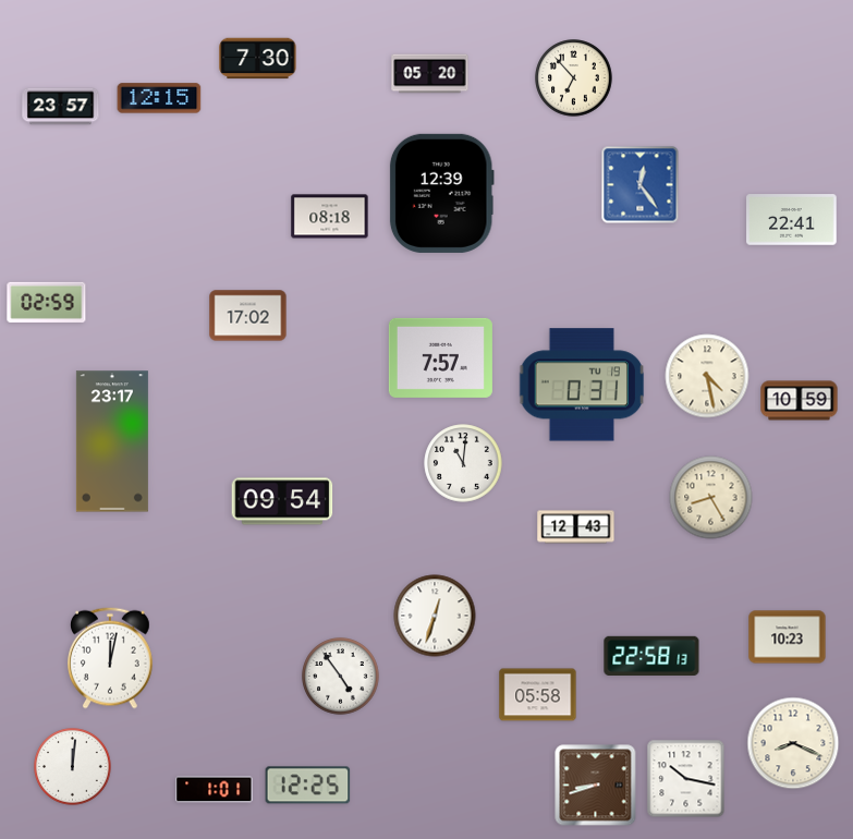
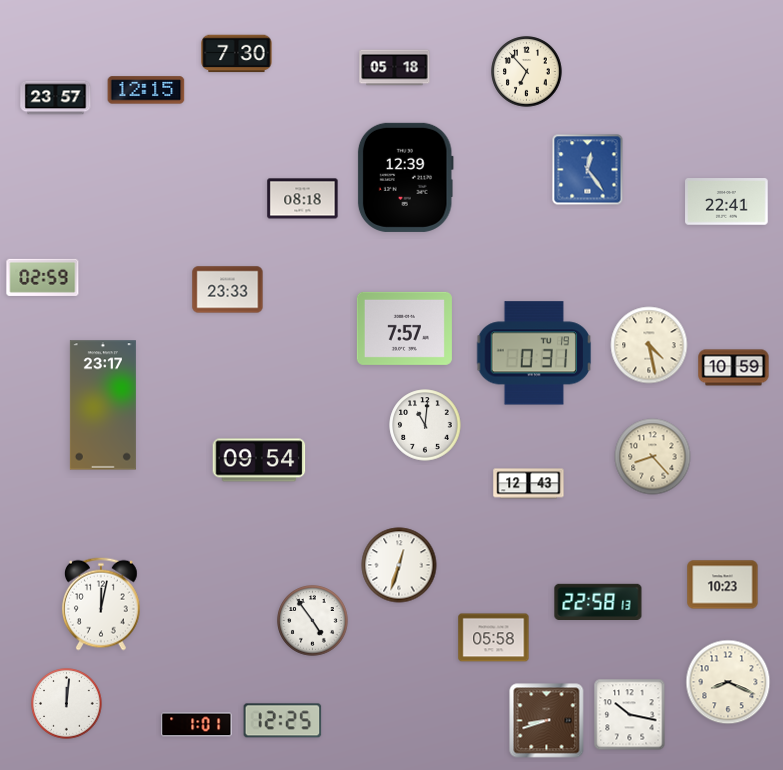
clock at (430, 74): 05:20 -> 05:18
clock at (248, 316): 17:02 -> 23:33
clock at (711, 498): 8:25 -> 8:23
